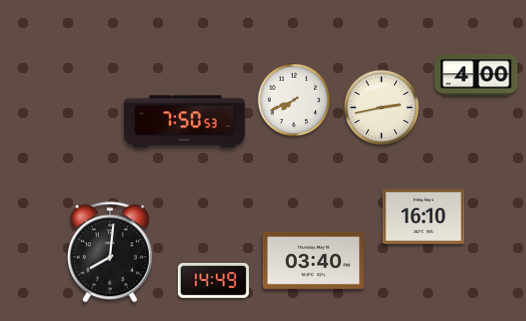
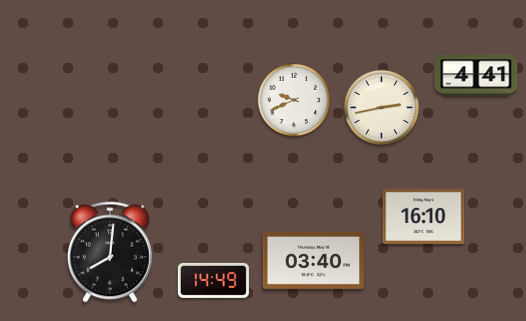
clock at (476, 75): 4:00 -> 4:41
clock at (294, 100): 7:41 -> 9:41
clock at (185, 122): 7:50 -> none
